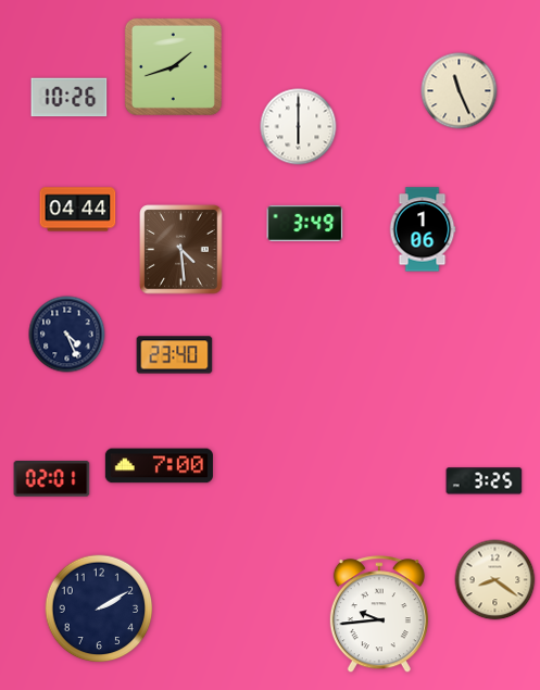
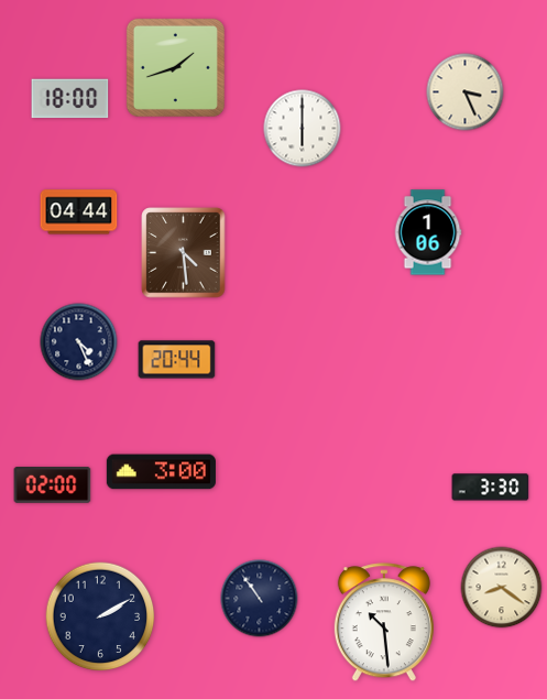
clock at (460, 91): 11:26 -> 3:26
clock at (70, 98): 10:26 -> 18:00
clock at (305, 223): 3:49 -> none
clock at (67, 335) position: (67, 335) -> (79, 342)
clock at (175, 355): 23:40 -> 20:44
clock at (159, 466): 7:00 -> 3:00
clock at (52, 479): 02:01 -> 02:00
clock at (485, 481): 3:25 -> 3:30
clock at (260, 599): none -> 10:54
clock at (379, 615): 9:44 -> 10:29
